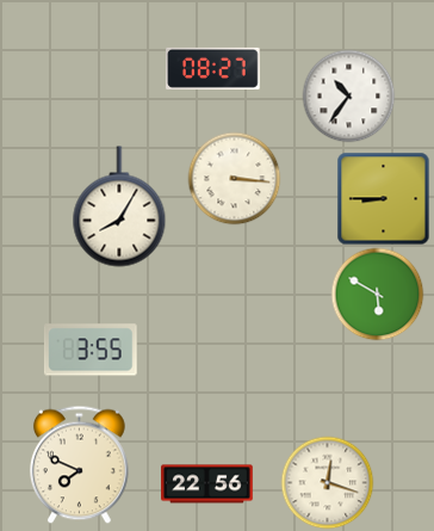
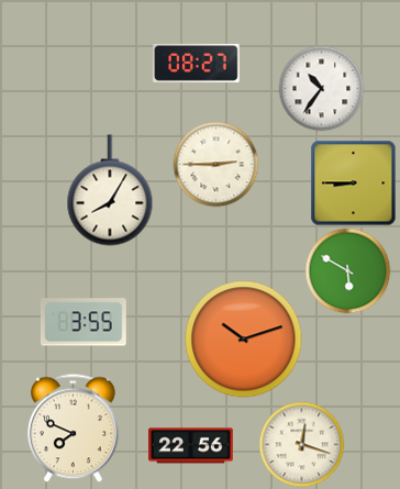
clock at (234, 178): 3:16 -> 2:45
clock at (244, 340): none -> 10:12
